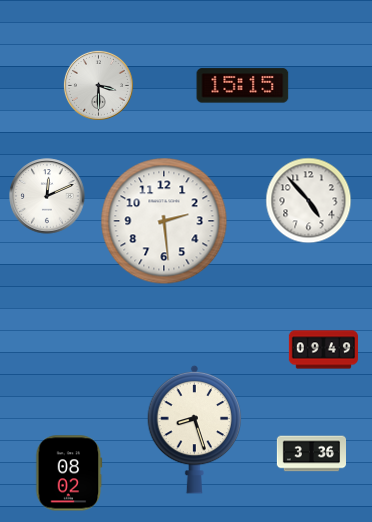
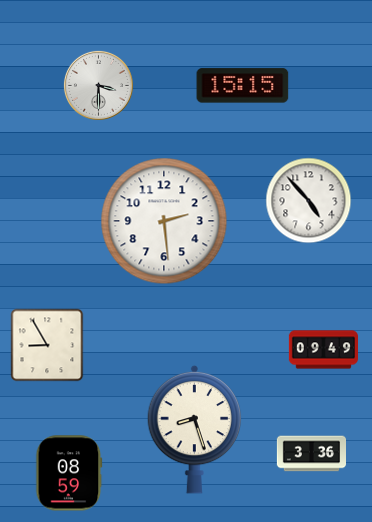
clock at (47, 196): 12:11 -> none
clock at (47, 345): none -> 8:55
clock at (69, 473): 08:02 -> 08:59
